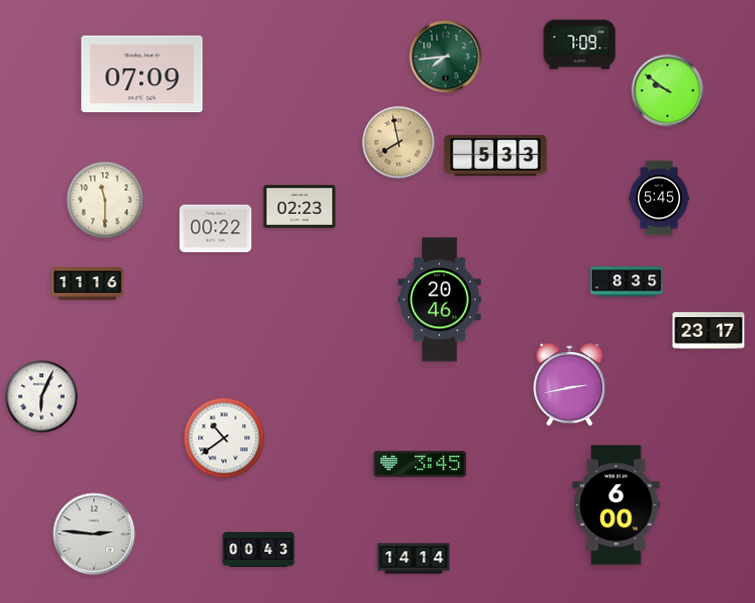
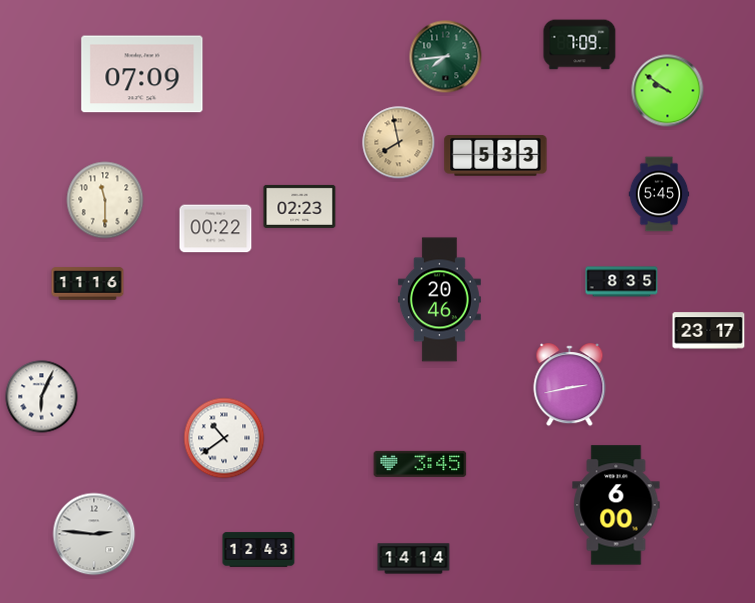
clock at (659, 198) position: (659, 198) -> (659, 194)
clock at (627, 282) position: (627, 282) -> (622, 282)
clock at (259, 550): 00:43 -> 12:43
